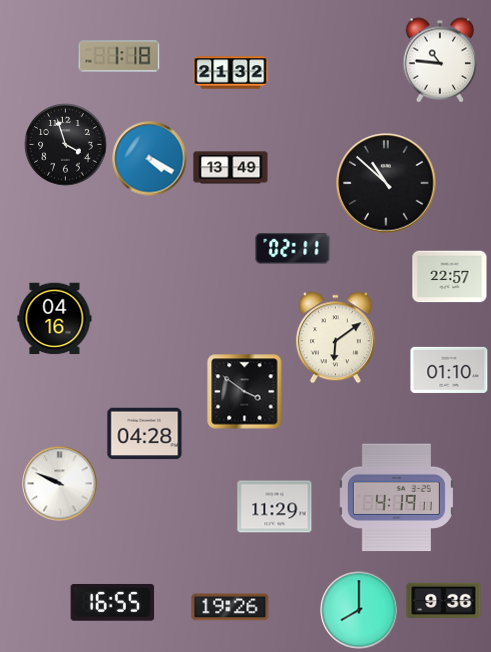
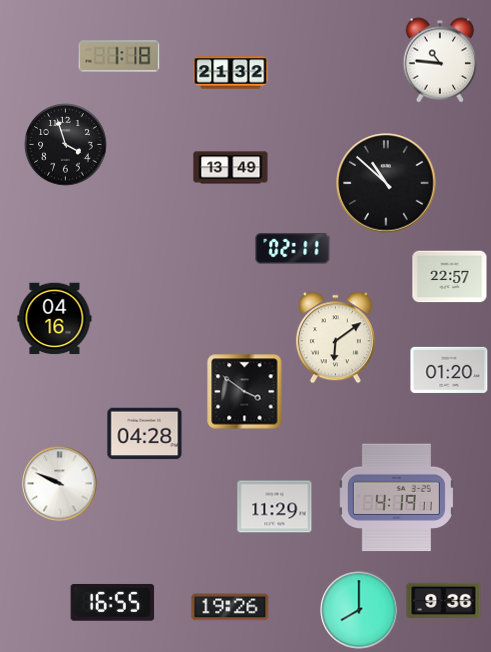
clock at (150, 159): 4:20 -> none
clock at (449, 370): 01:10 -> 01:20
